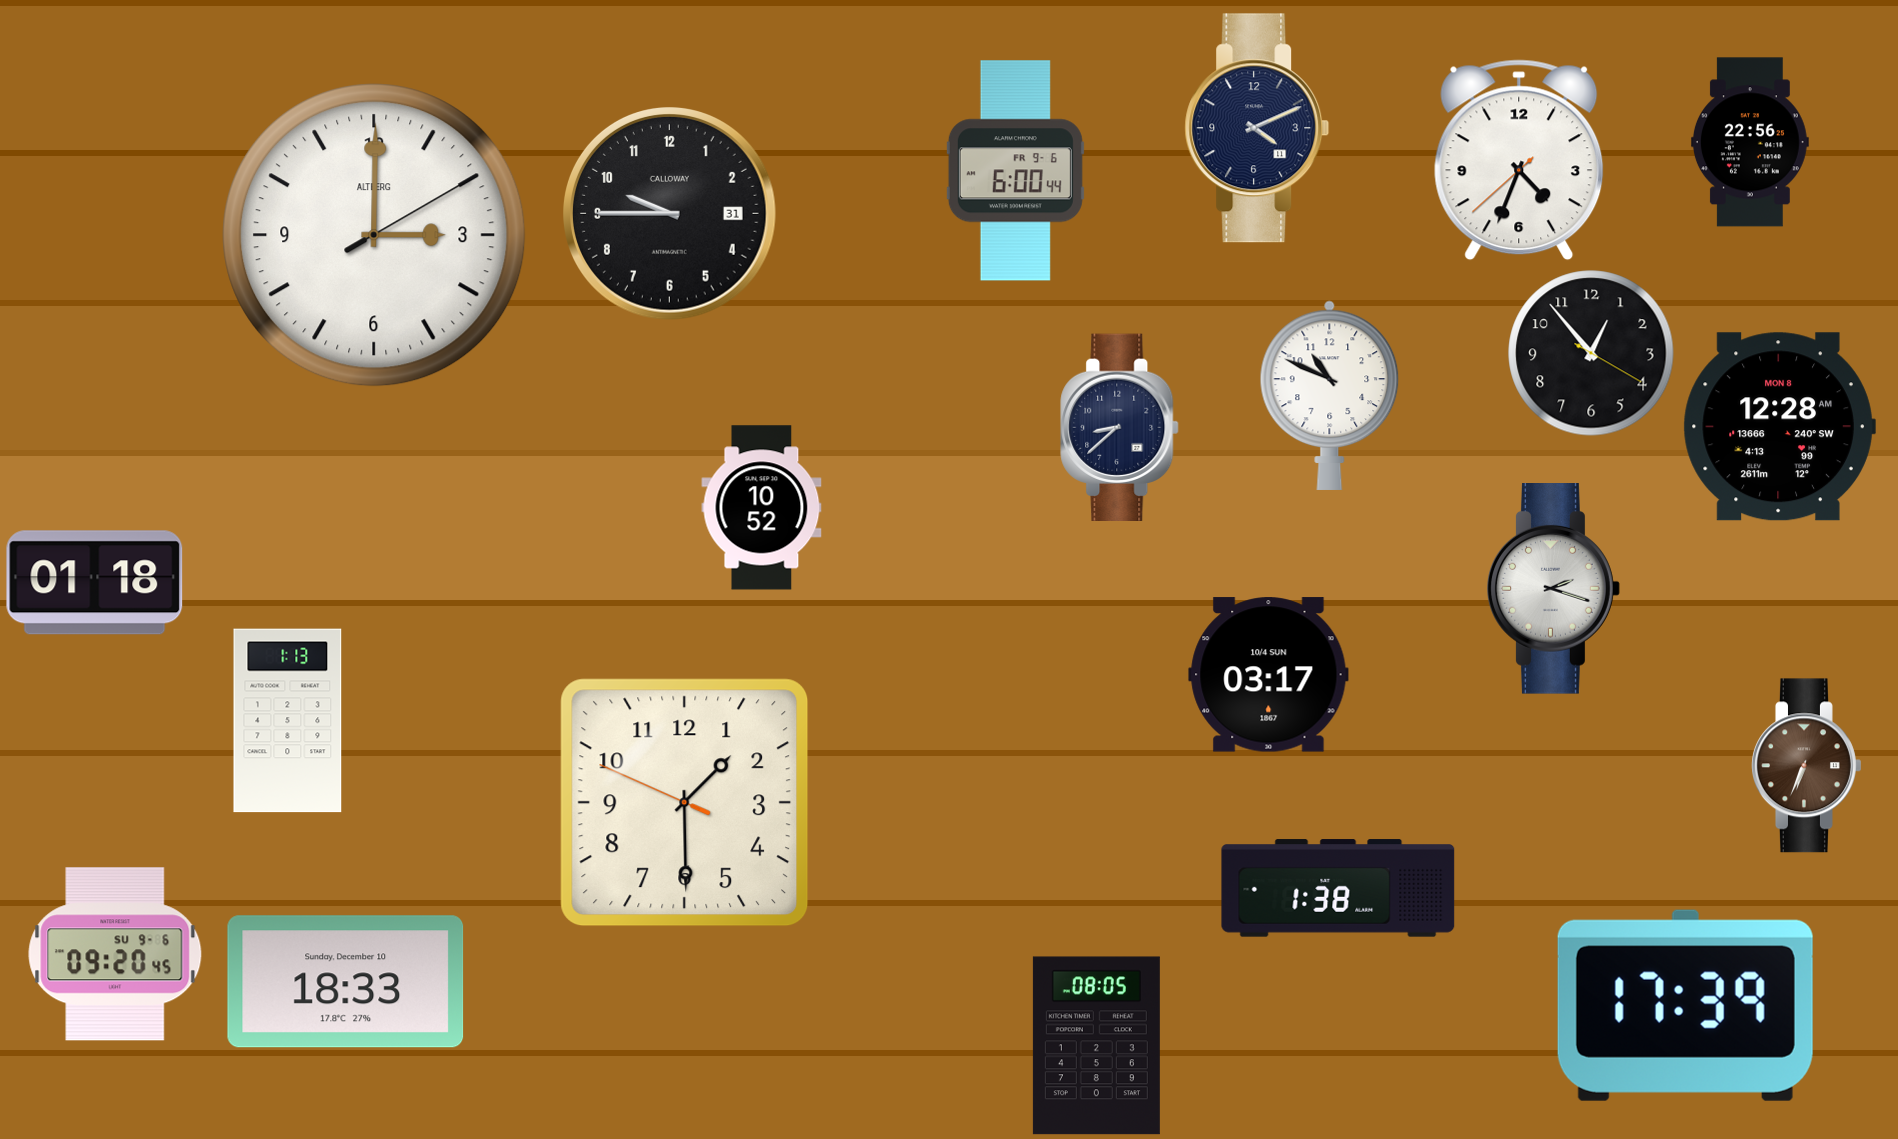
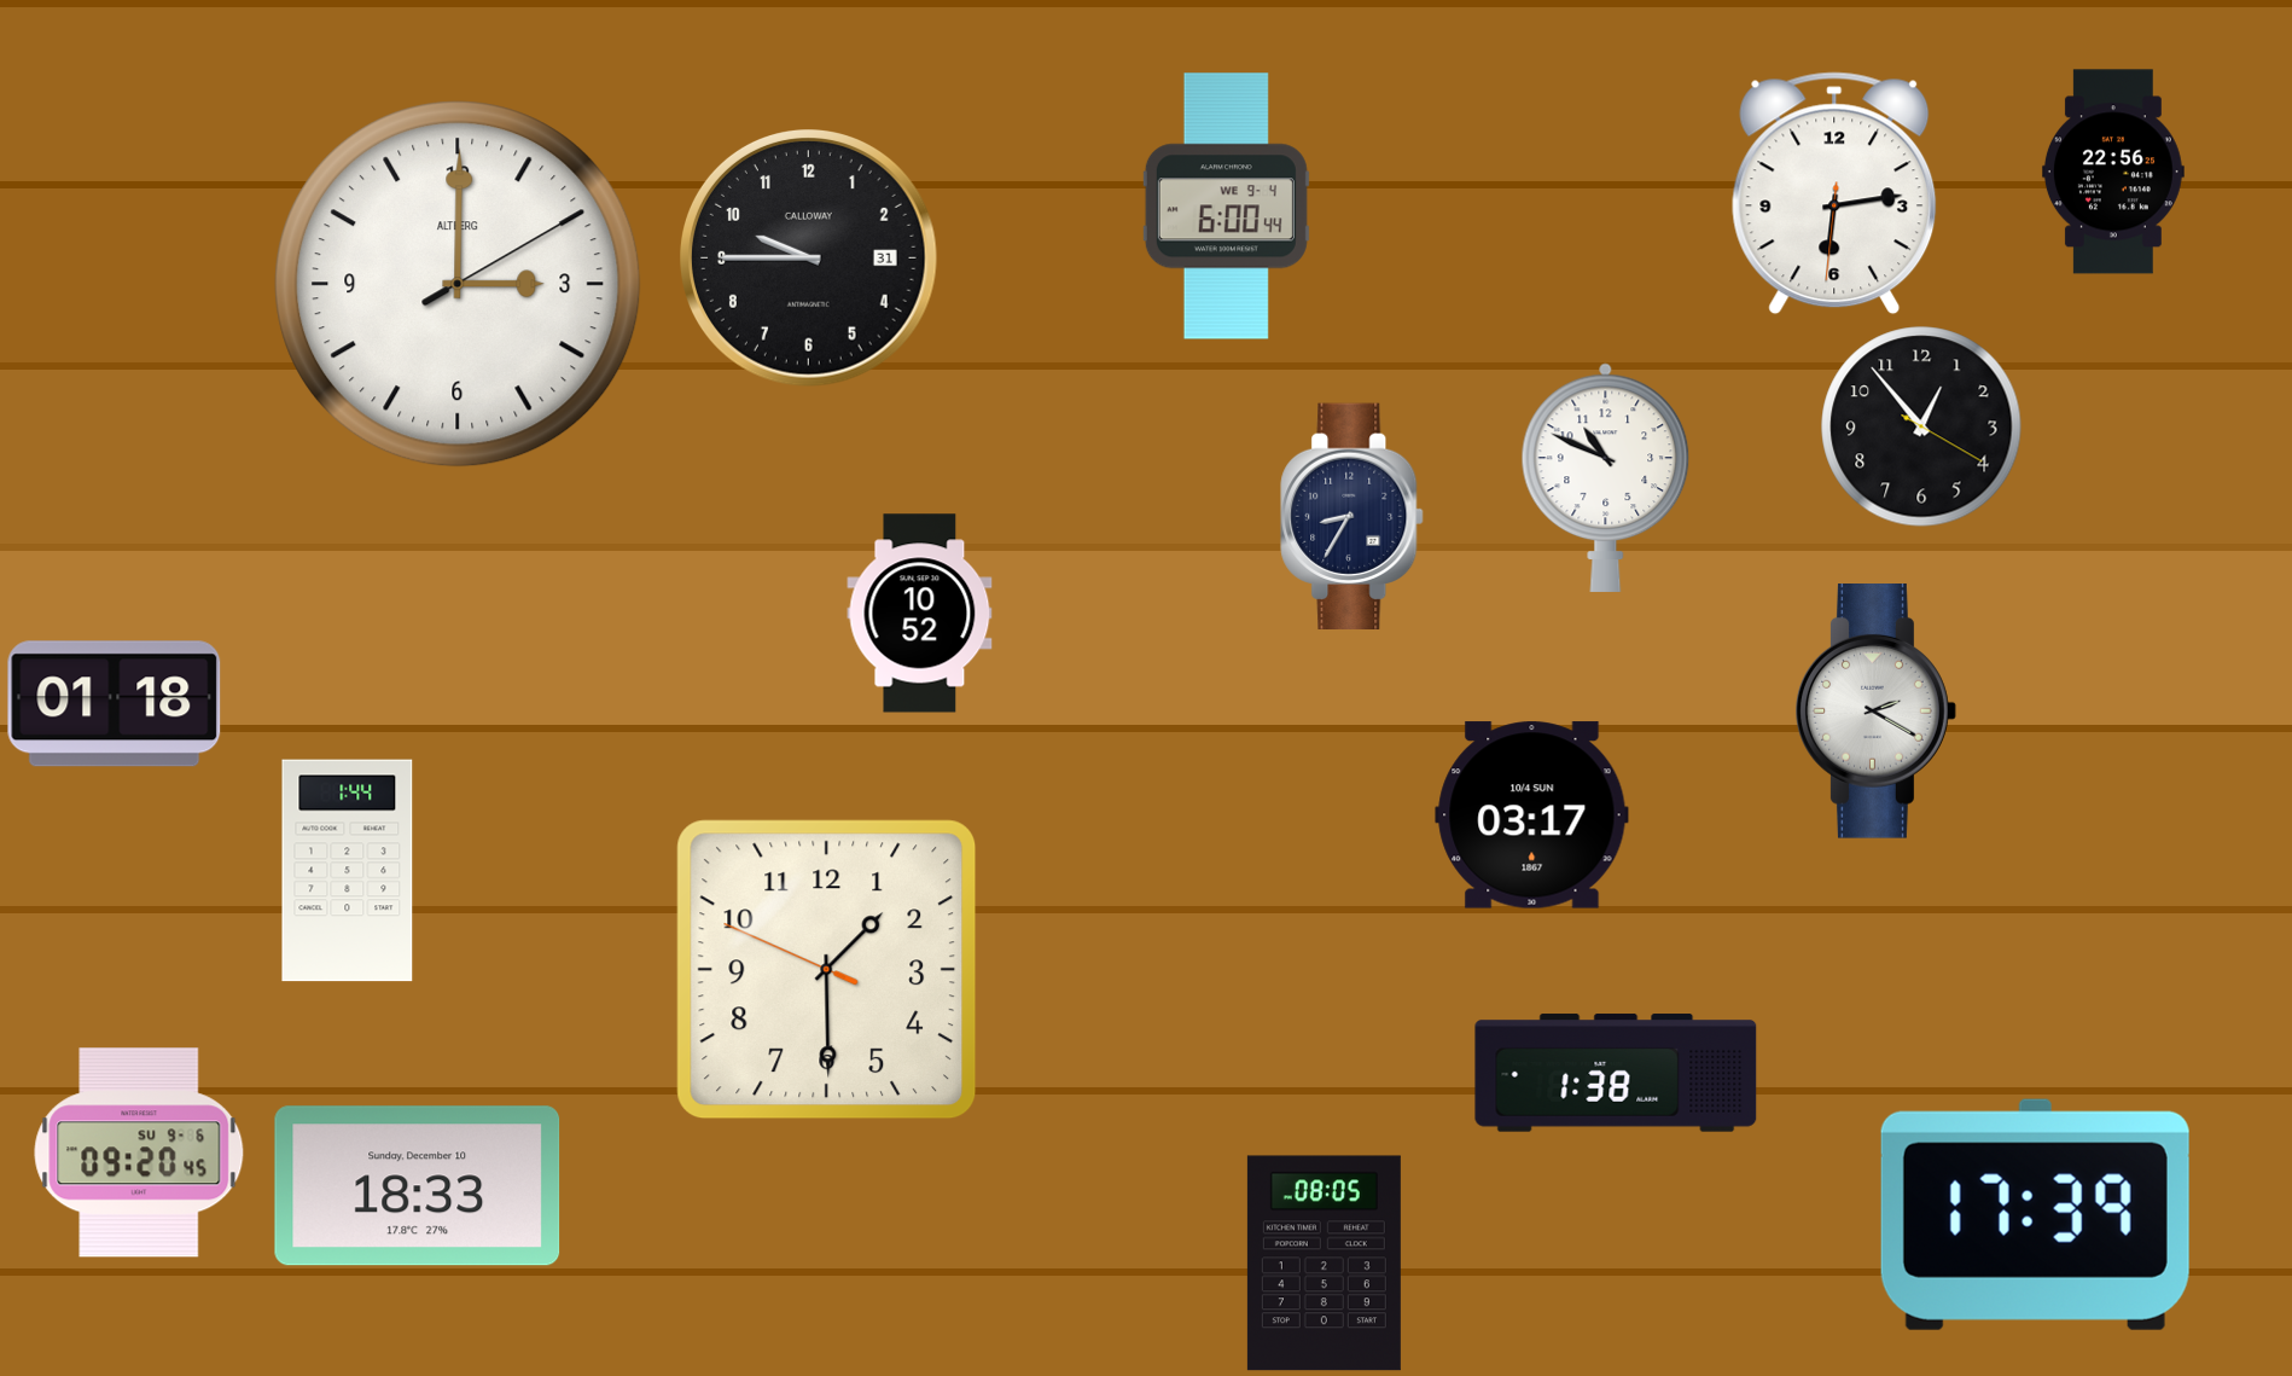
clock at (1257, 128): 4:11 -> none
clock at (1519, 160): 4:33 -> 6:13
clock at (1015, 171) date: FR 9-6 -> WE 9-4
clock at (374, 235) position: (374, 235) -> (458, 284)
clock at (1120, 427): 8:38 -> 8:35
clock at (1779, 427): 12:28 -> none
clock at (1554, 589): 2:18 -> 2:20
clock at (288, 721): 1:13 -> 1:44
clock at (1807, 766): 6:34 -> none
